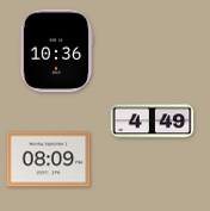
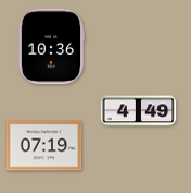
clock at (49, 160): 08:09 -> 07:19
